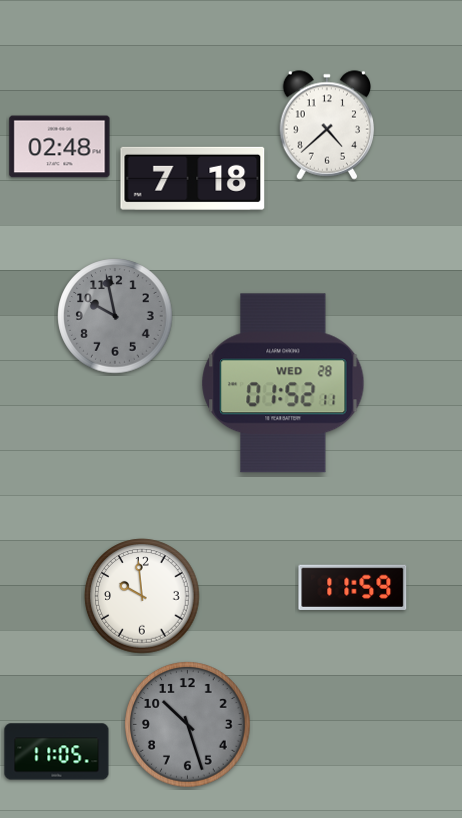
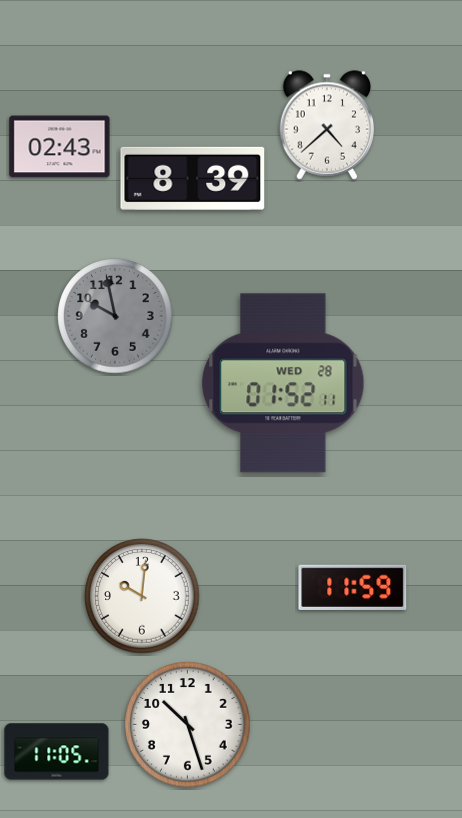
clock at (60, 147): 02:48 -> 02:43
clock at (193, 178): 7:18 -> 8:39
clock at (142, 596): 9:59 -> 10:01
clock at (188, 725) dial: grey -> white
